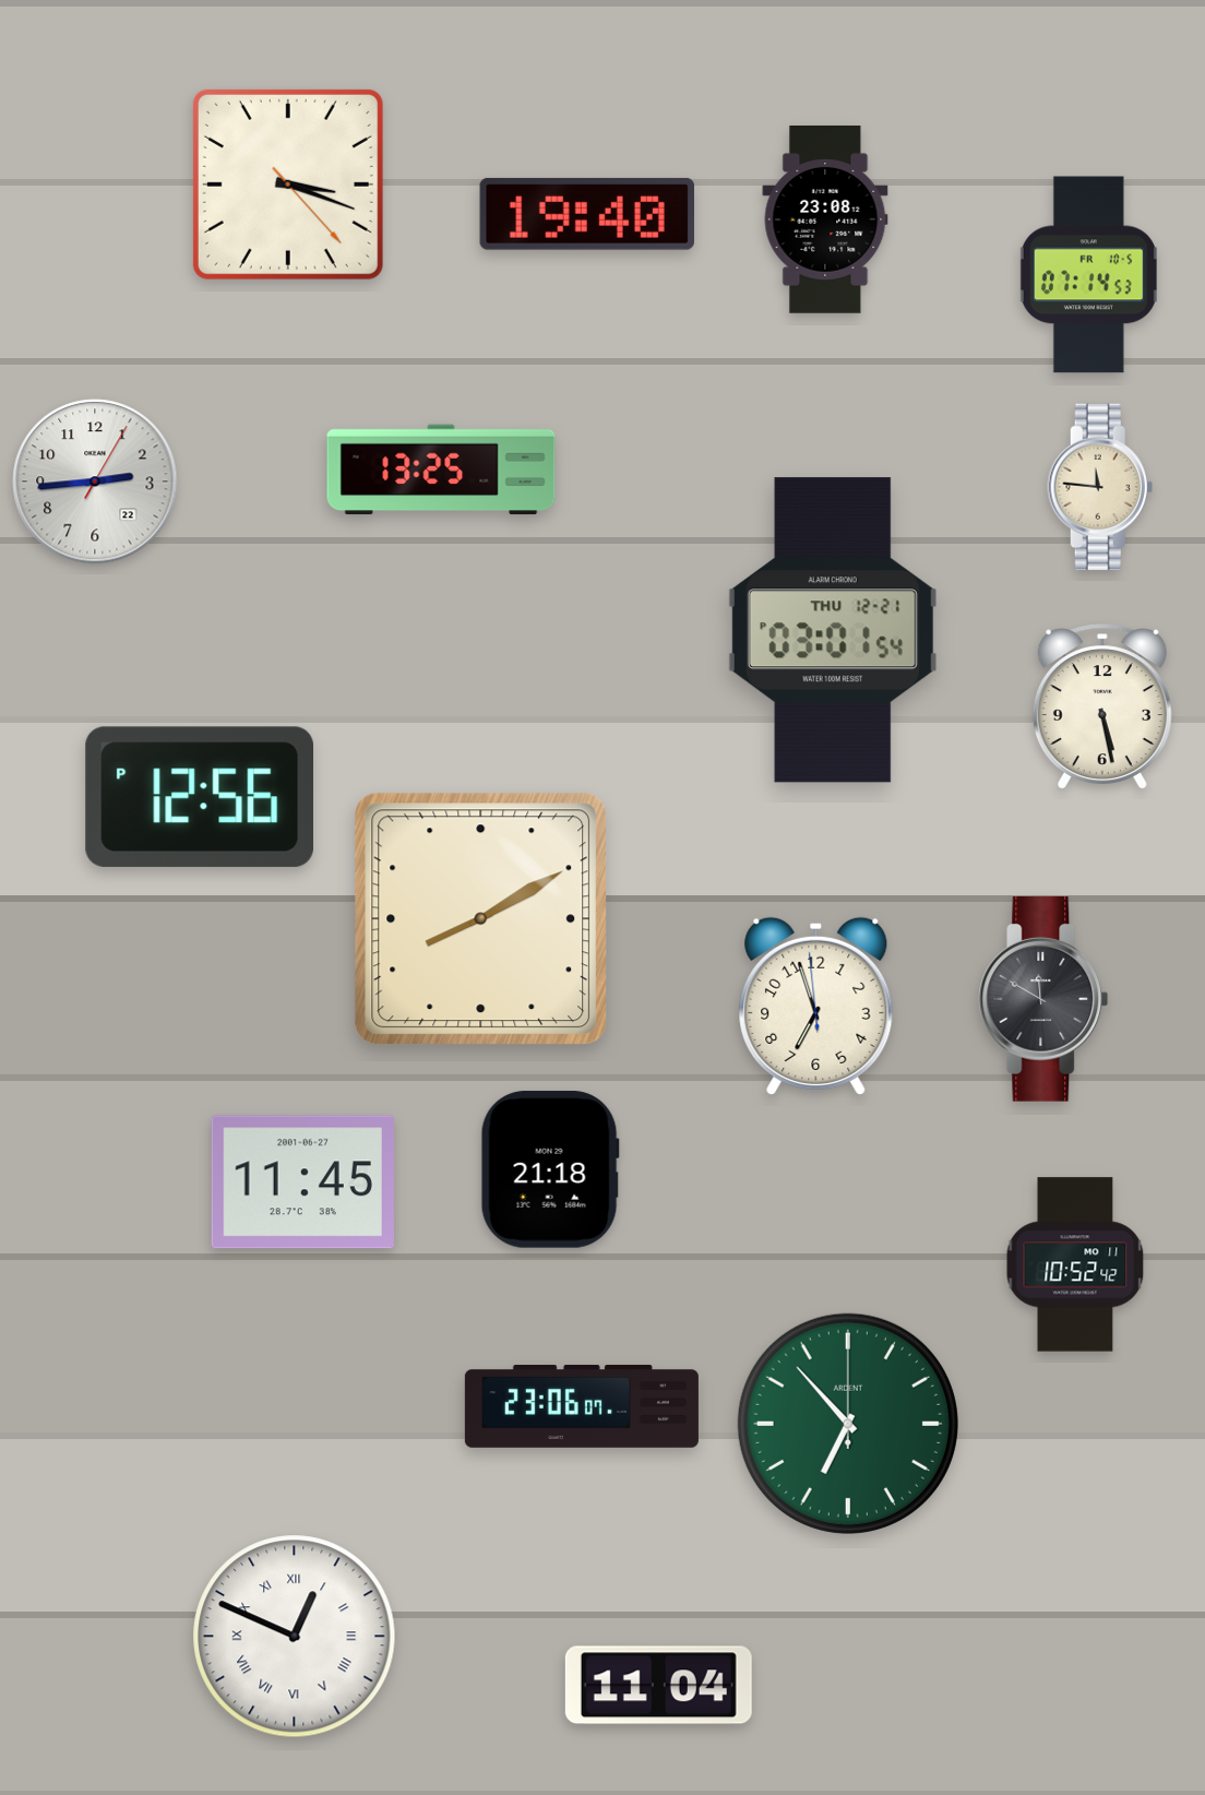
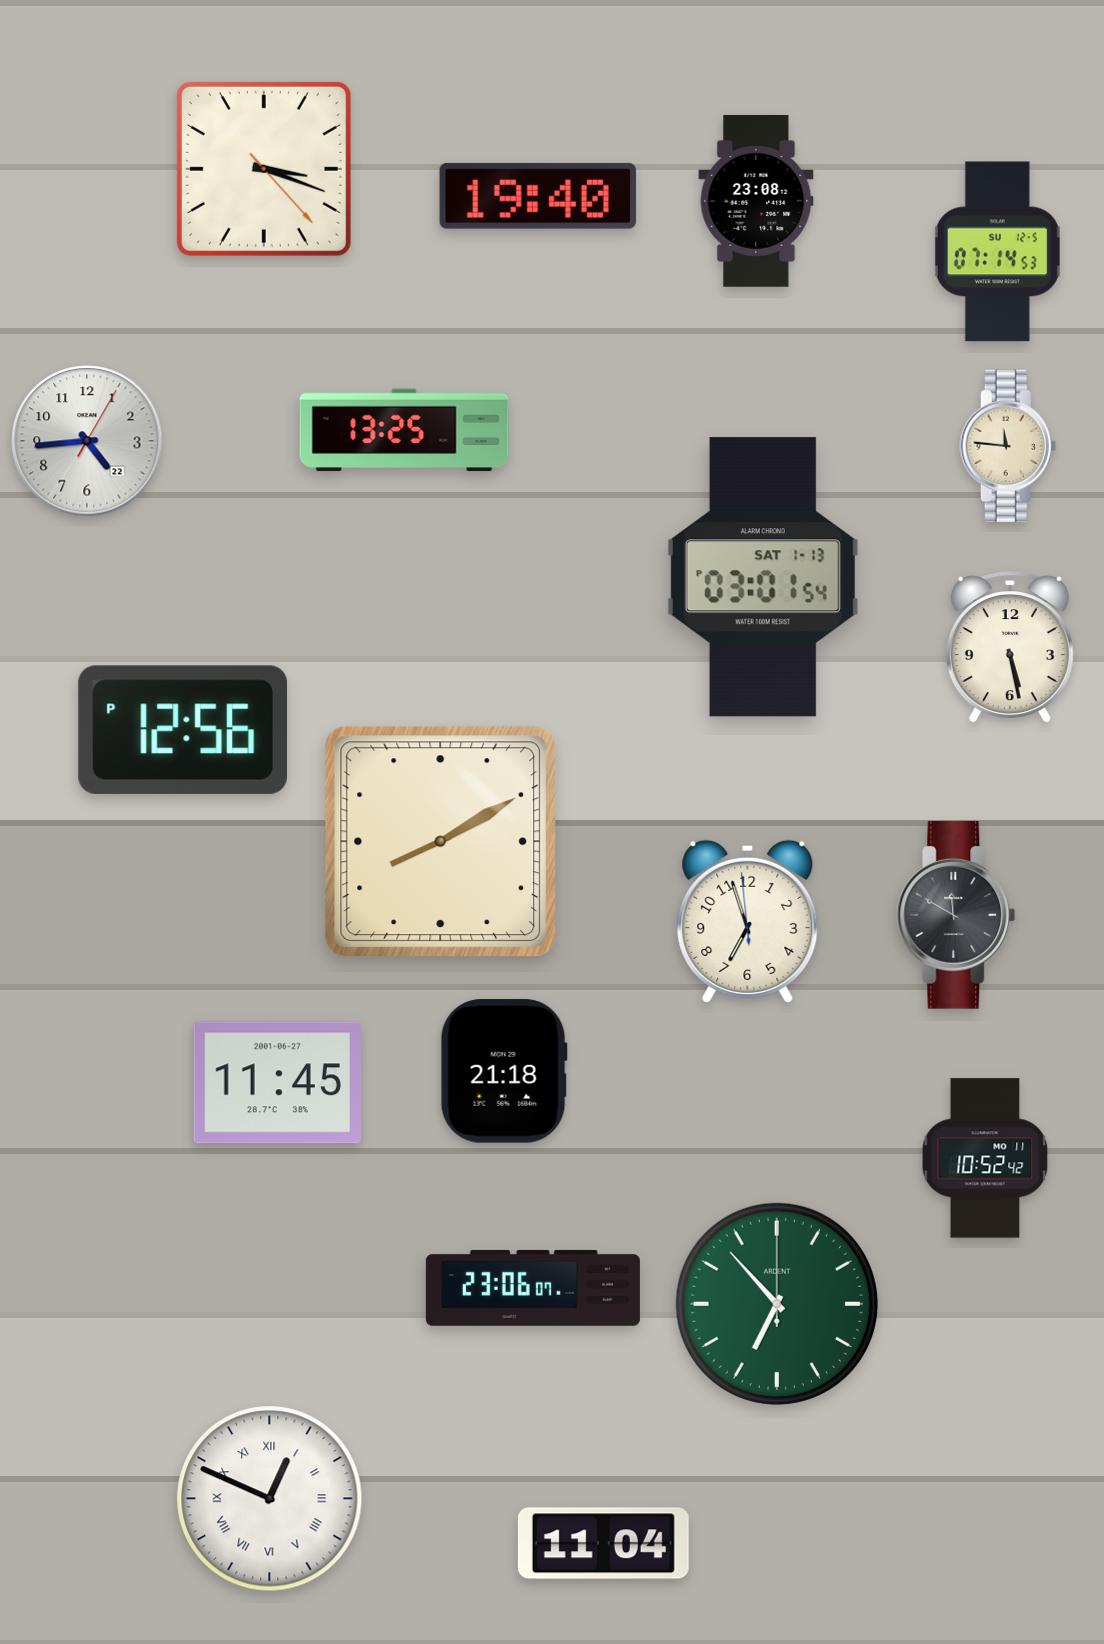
clock at (1088, 275) date: FR 10-5 -> SU 12-5
clock at (95, 482): 2:44 -> 4:44
clock at (833, 630) date: THU 12-21 -> SAT 1-13
